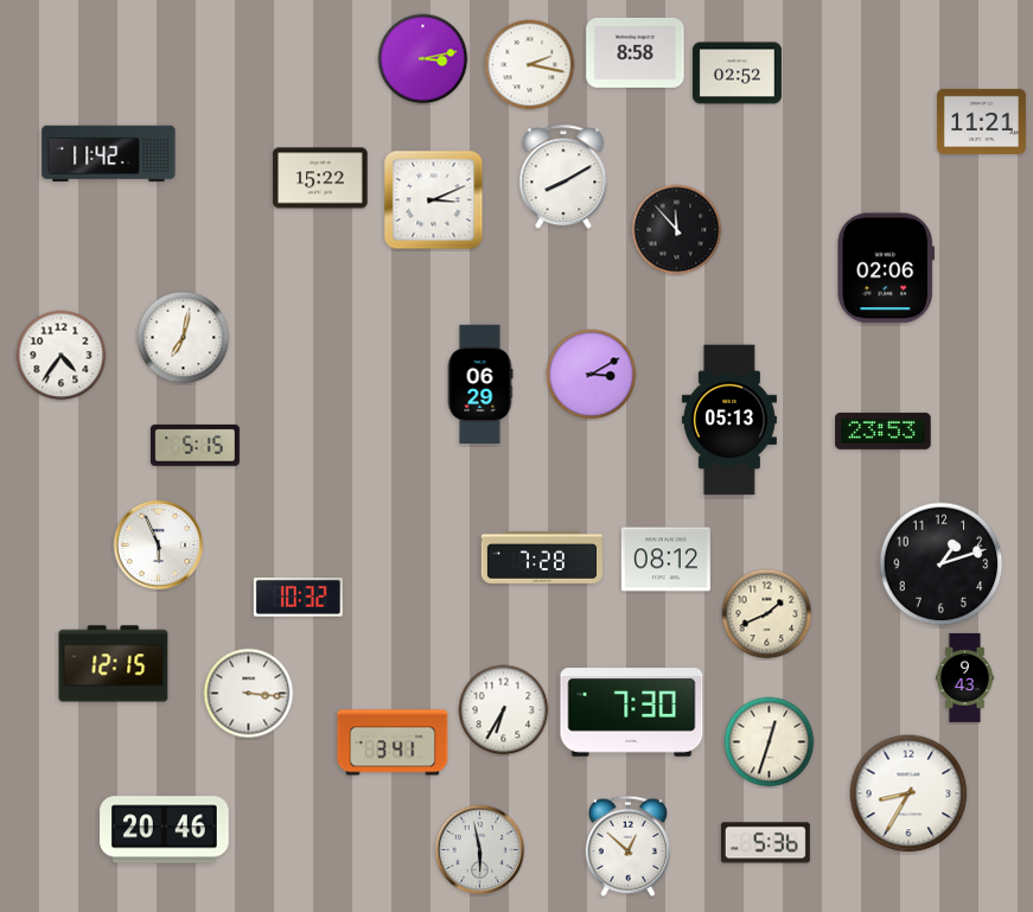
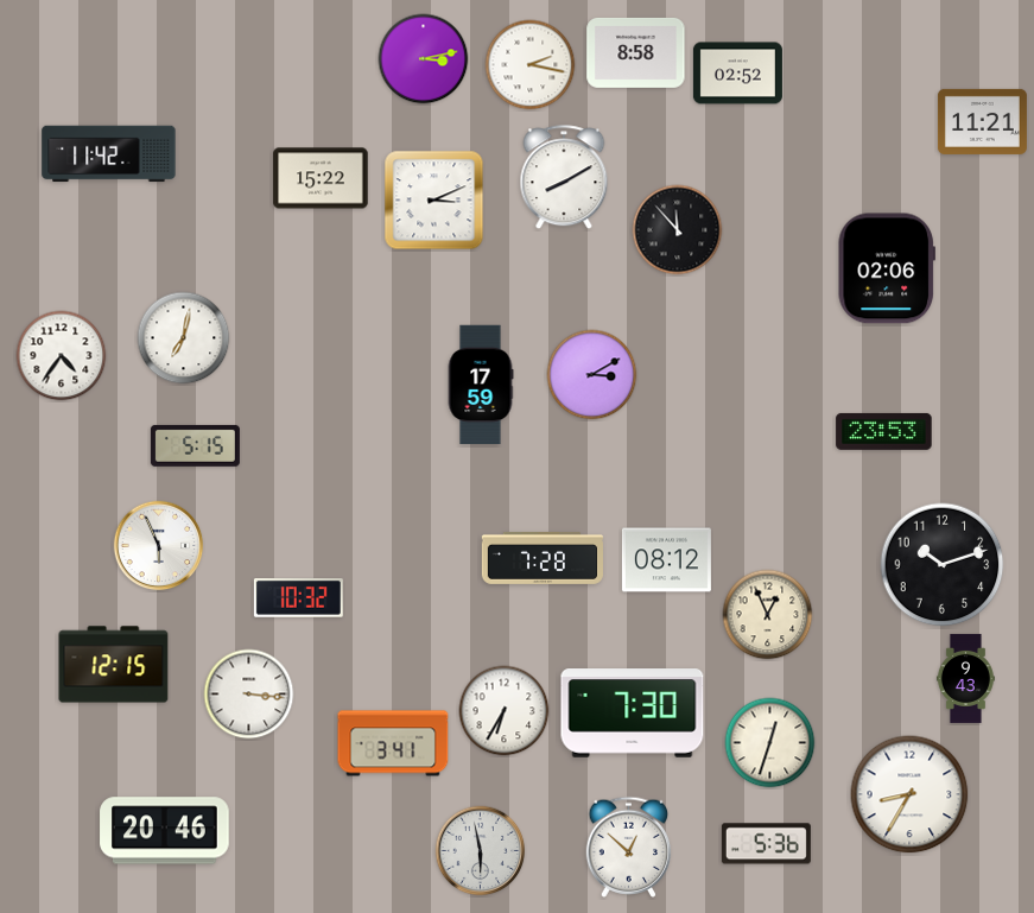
clock at (480, 384): 06:29 -> 17:59
clock at (729, 420): 05:13 -> none
clock at (942, 565): 1:12 -> 10:12
clock at (767, 614): 1:41 -> 12:56
